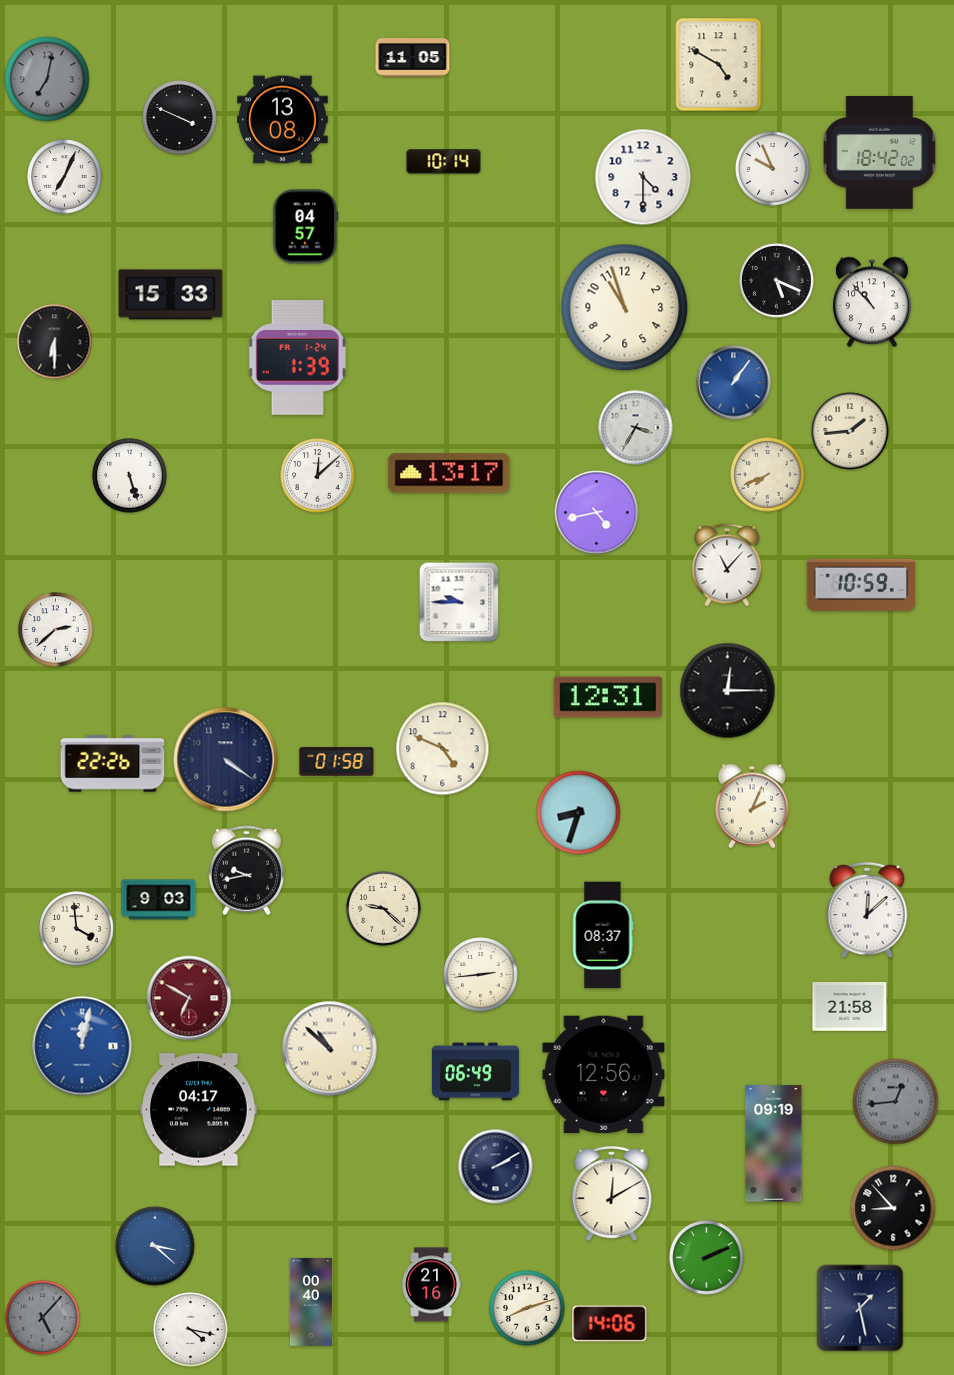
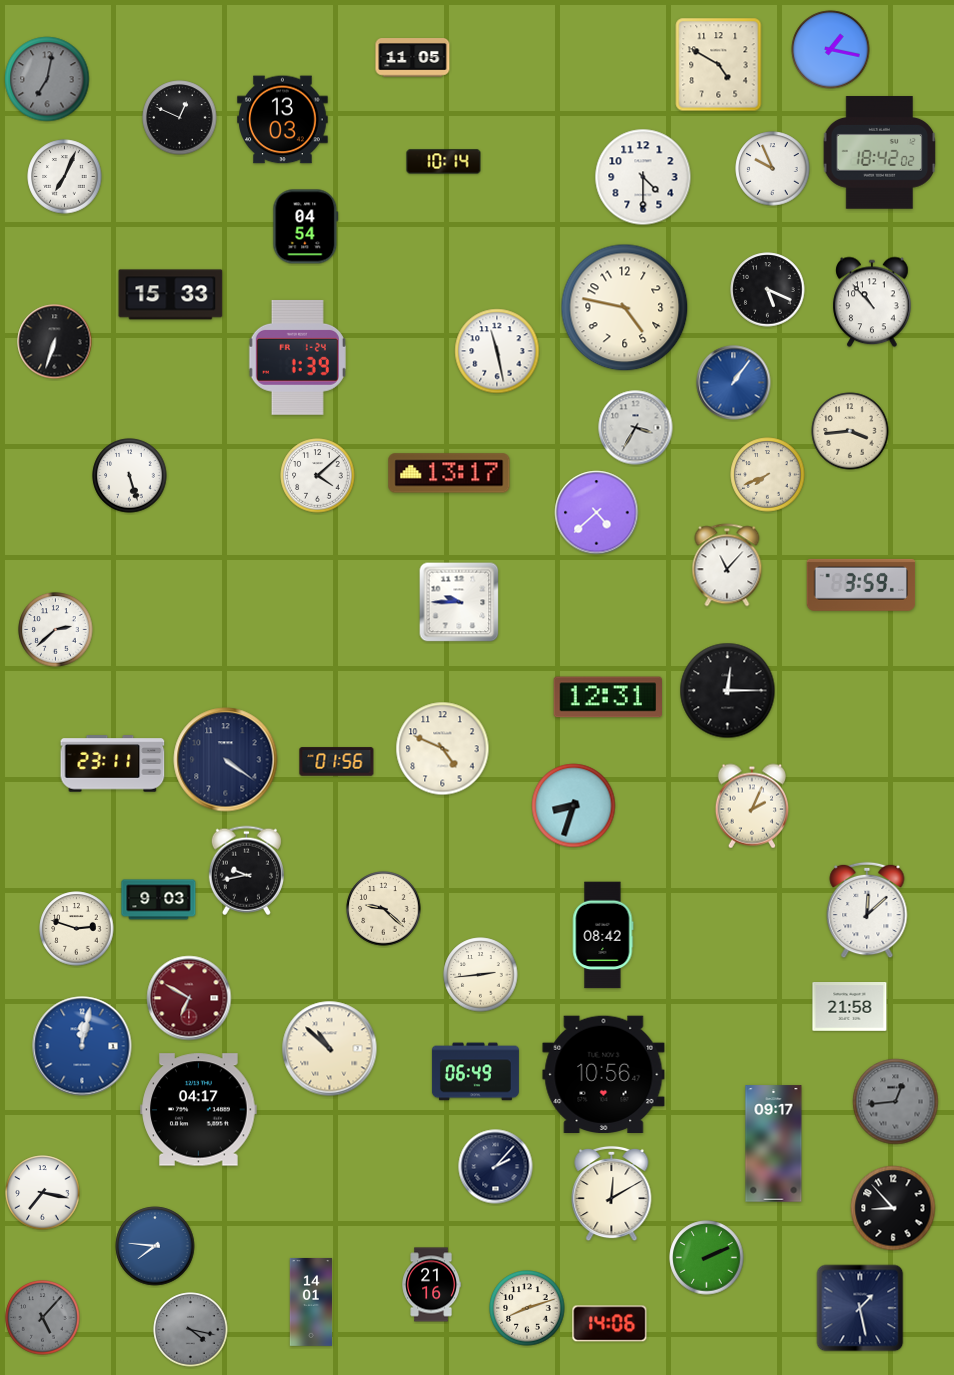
clock at (831, 50): none -> 1:17
clock at (180, 118): 3:49 -> 12:49
clock at (283, 120): 13:08 -> 13:03
clock at (306, 227): 04:57 -> 04:54
clock at (777, 281) position: (777, 281) -> (768, 290)
clock at (625, 308): 10:57 -> 4:47
clock at (55, 342): 6:30 -> 6:33
clock at (497, 351): none -> 11:28
clock at (850, 431): 1:44 -> 3:44
clock at (318, 476): 12:08 -> 4:08
clock at (597, 513): 4:43 -> 4:38
clock at (861, 585): 10:59 -> 3:59
clock at (337, 762): 01:58 -> 01:56
clock at (113, 764): 22:26 -> 23:11
clock at (579, 813) position: (579, 813) -> (574, 806)
clock at (77, 929): 3:59 -> 2:48
clock at (603, 935): 08:37 -> 08:42
clock at (604, 1074): 12:56 -> 10:56
clock at (774, 1144): 09:19 -> 09:17
clock at (496, 1167): 2:10 -> 2:07
clock at (43, 1193): none -> 7:17
clock at (155, 1246): 3:22 -> 7:46
clock at (311, 1302): 00:40 -> 14:01
clock at (191, 1330) dial: white -> grey
